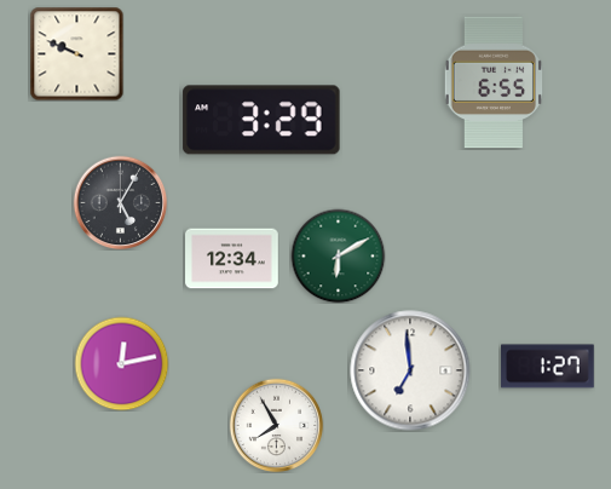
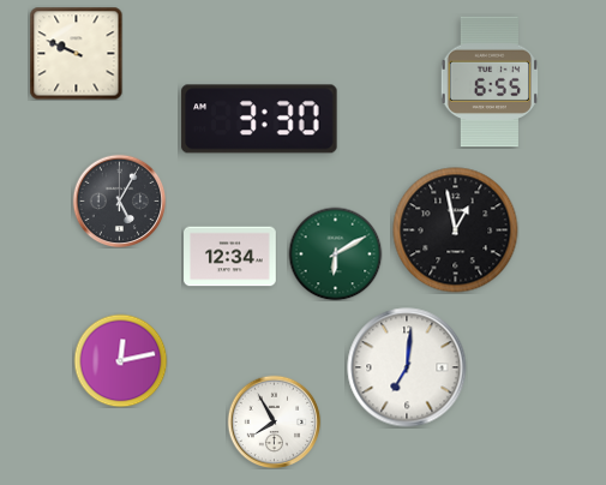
clock at (261, 120): 3:29 -> 3:30
clock at (456, 230): none -> 12:58
clock at (548, 367): 1:27 -> none
clock at (410, 370): 6:59 -> 7:01
